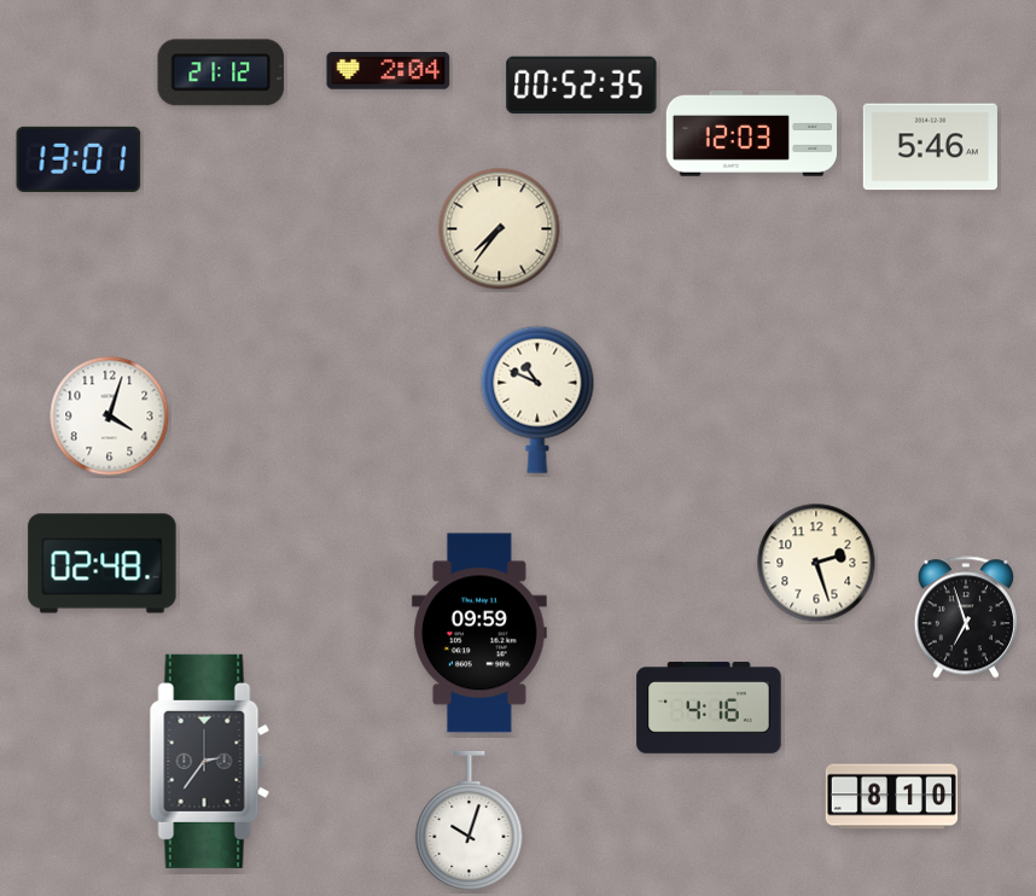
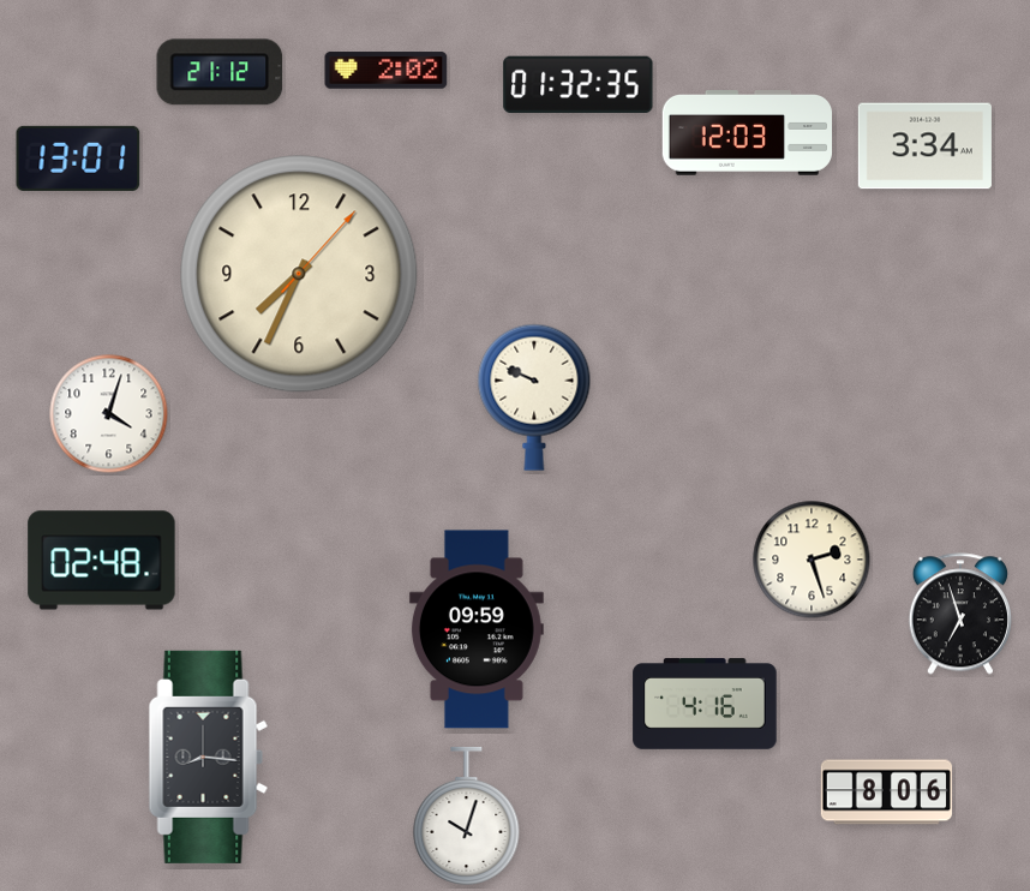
clock at (389, 71): 2:04 -> 2:02
clock at (582, 85): 00:52 -> 01:32
clock at (930, 147): 5:46 -> 3:34
clock at (500, 229): 7:36 -> none
clock at (299, 274): none -> 7:34
clock at (537, 400): 10:49 -> 9:49
clock at (210, 761): 2:36 -> 8:16
clock at (892, 797): 8:10 -> 8:06
